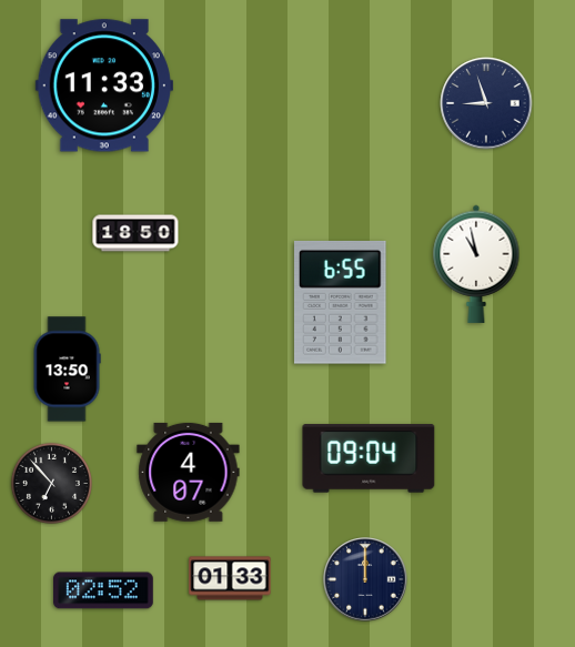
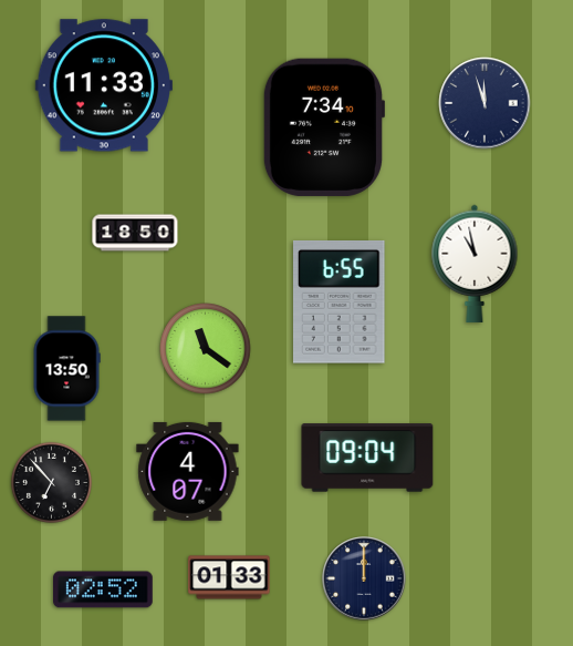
clock at (486, 103): 8:57 -> 11:57
clock at (323, 127): none -> 7:34
clock at (206, 349): none -> 11:21
